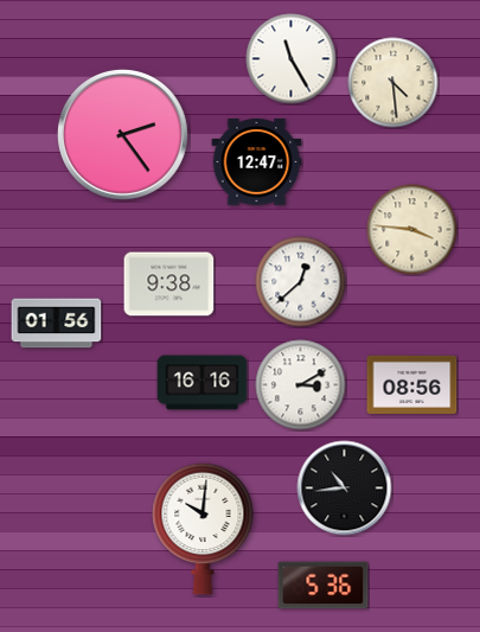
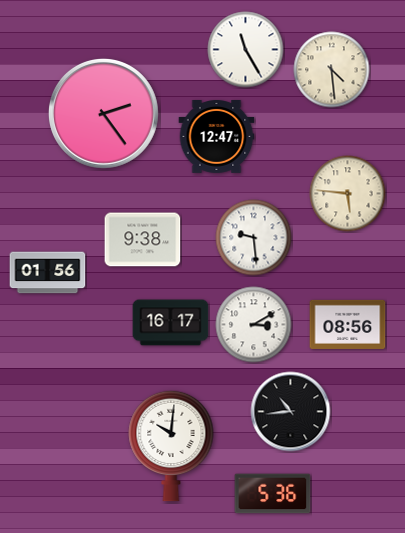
clock at (412, 230): 3:46 -> 5:46
clock at (301, 282): 12:38 -> 9:29
clock at (203, 383): 16:16 -> 16:17
